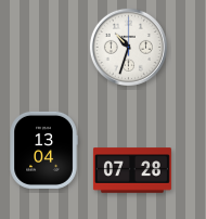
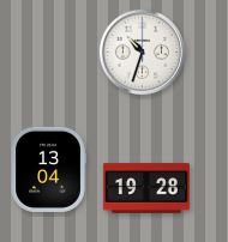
clock at (43, 150) position: (43, 150) -> (48, 169)
clock at (132, 170): 07:28 -> 19:28
